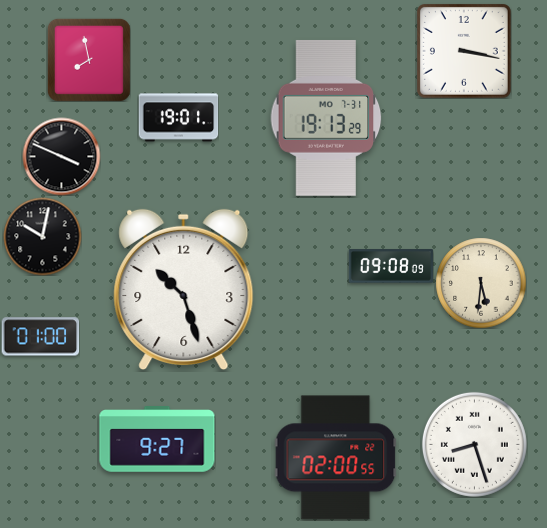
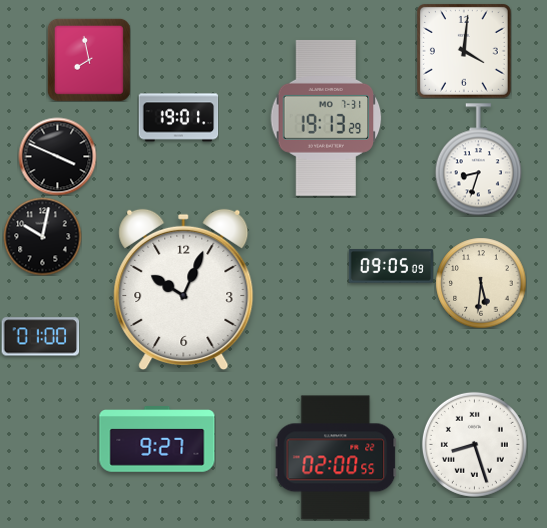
clock at (464, 51): 3:17 -> 4:01
clock at (61, 156) position: (61, 156) -> (57, 156)
clock at (478, 160): none -> 8:33
clock at (391, 266): 09:08 -> 09:05
clock at (184, 290): 10:27 -> 10:04
